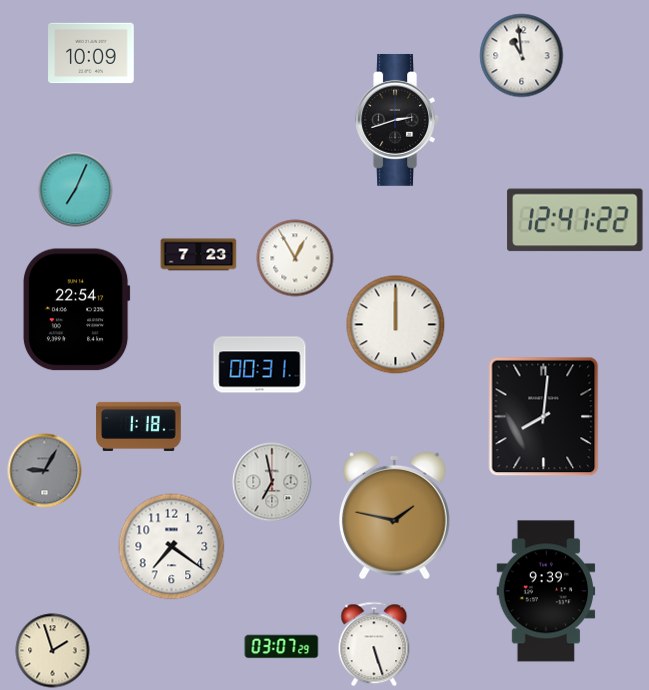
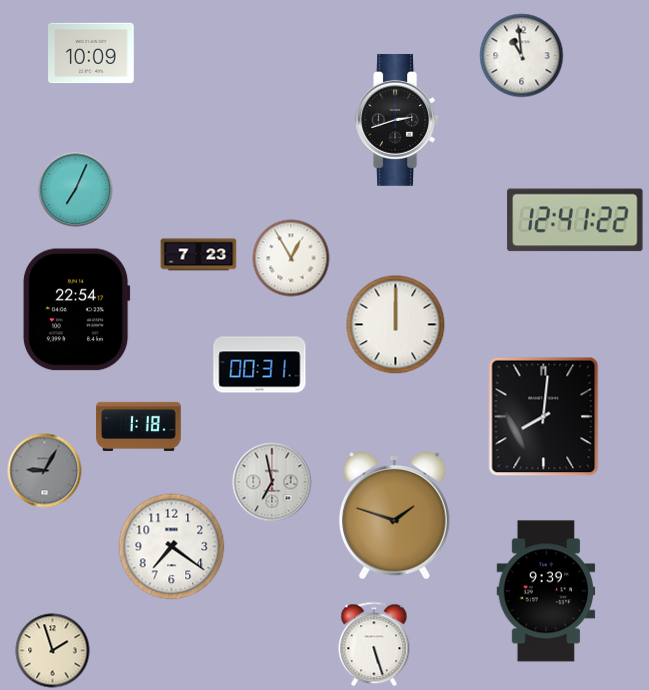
clock at (295, 258) position: (295, 258) -> (291, 258)
clock at (394, 515): 1:47 -> 1:48
clock at (282, 647): 03:07 -> none
